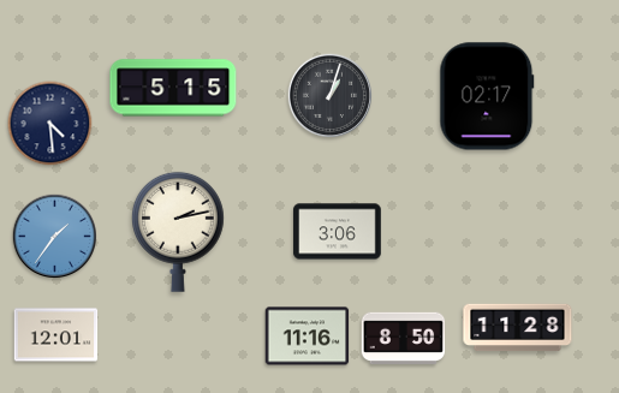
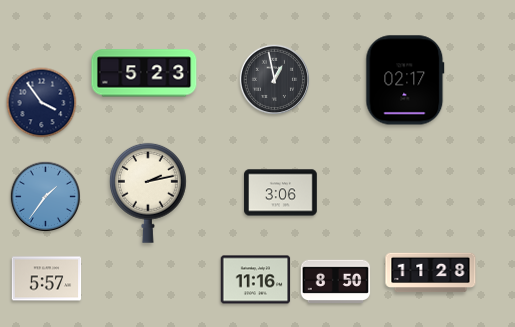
clock at (173, 88): 5:15 -> 5:23
clock at (329, 95): 1:03 -> 12:58
clock at (50, 124): 4:29 -> 3:54
clock at (56, 335): 12:01 -> 5:57
